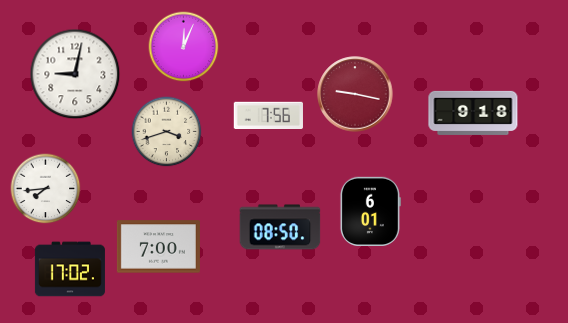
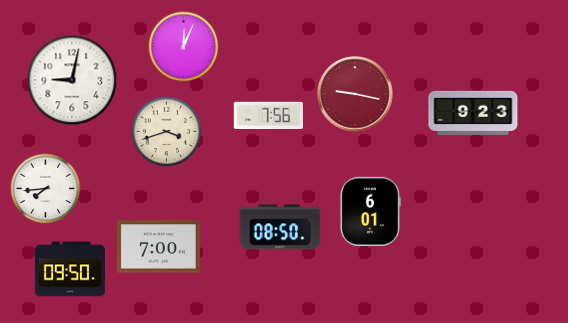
clock at (75, 74) position: (75, 74) -> (72, 80)
clock at (473, 113): 9:18 -> 9:23
clock at (70, 269): 17:02 -> 09:50
